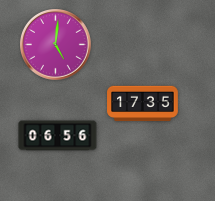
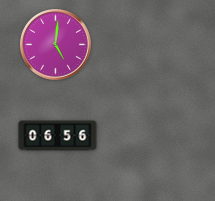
clock at (143, 104): 17:35 -> none
